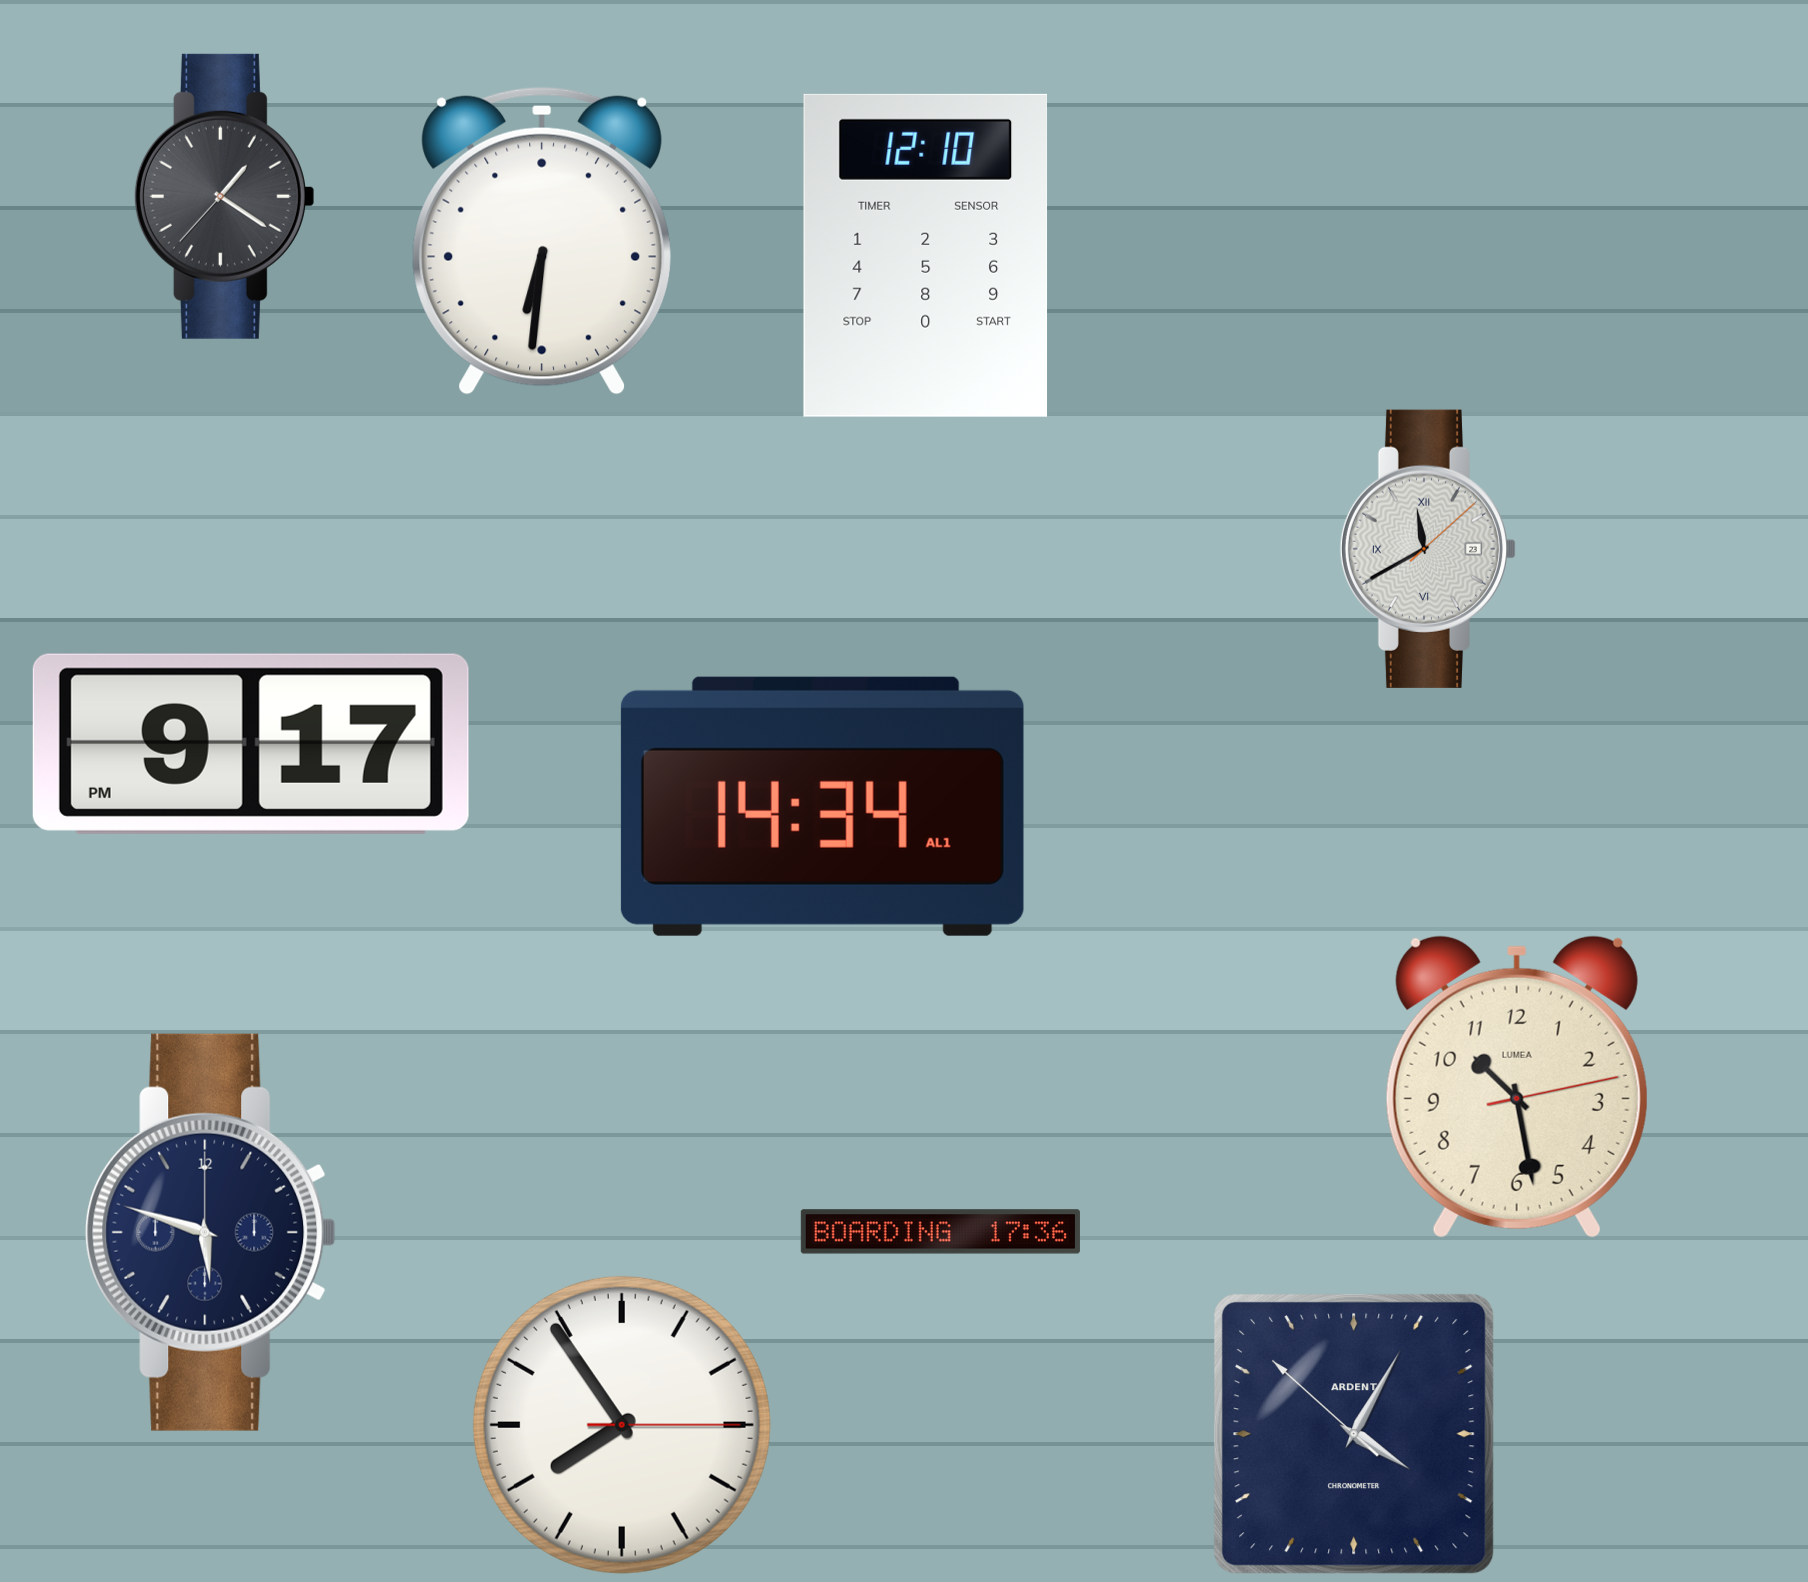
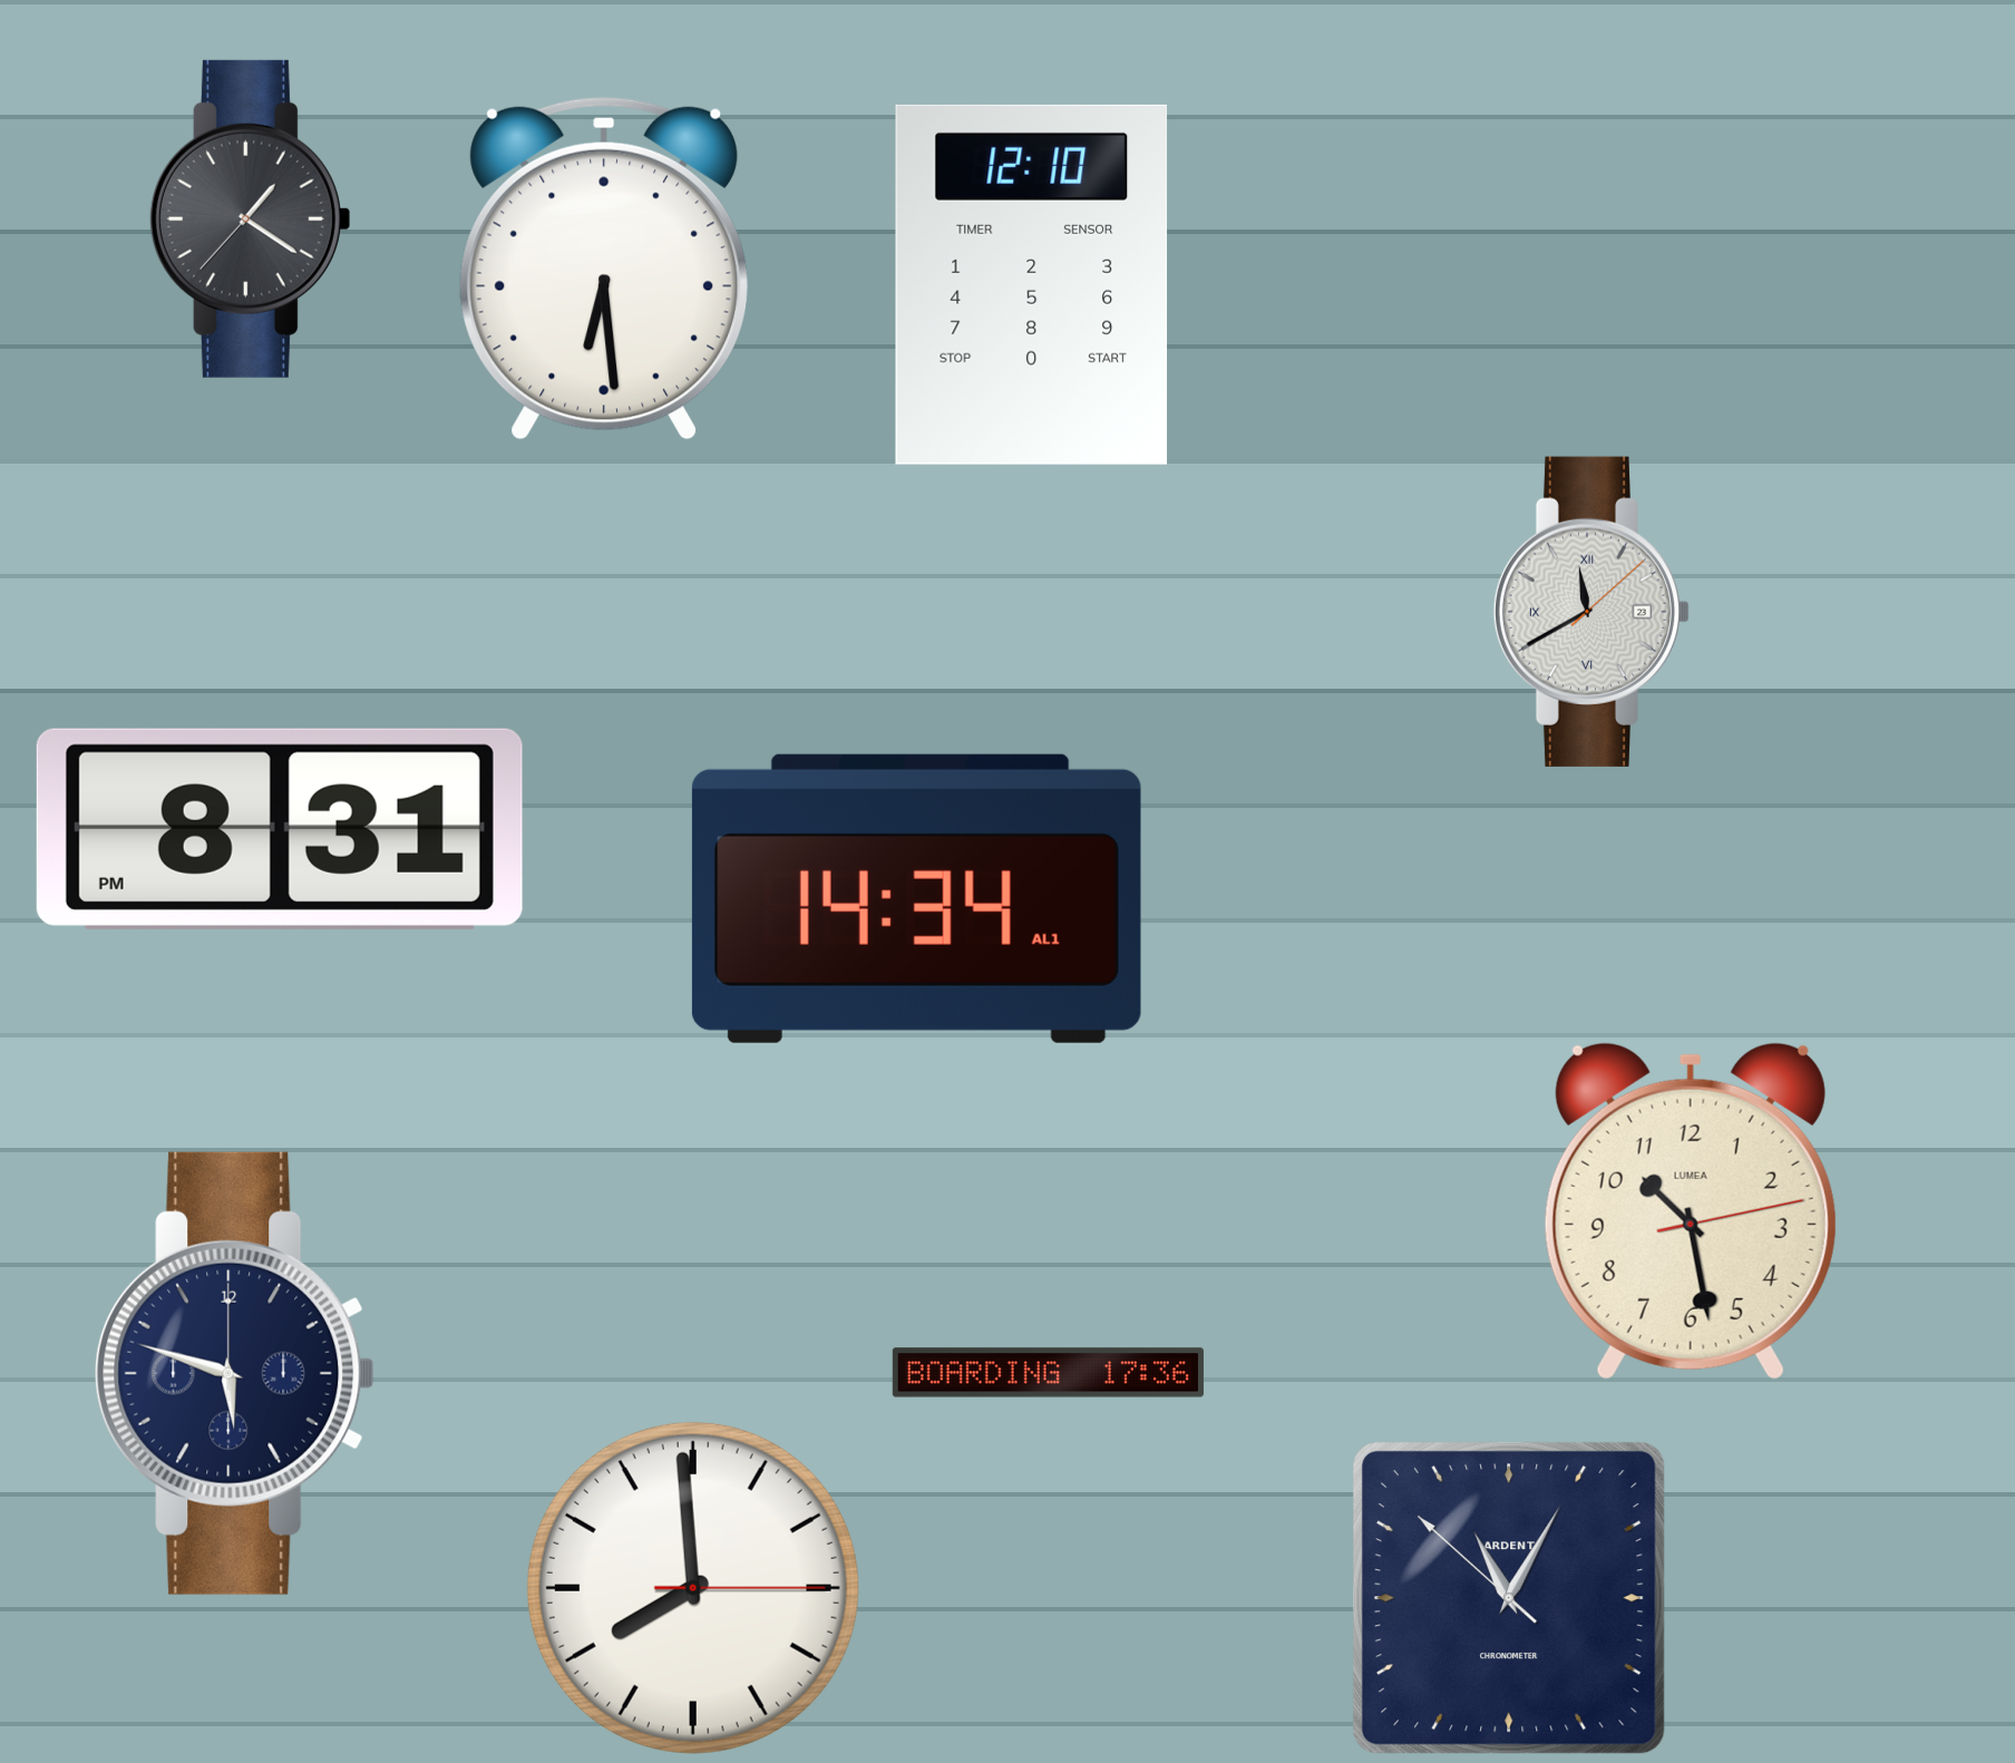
clock at (541, 241): 6:31 -> 6:29
clock at (251, 744): 9:17 -> 8:31
clock at (622, 1425): 7:54 -> 7:59
clock at (1354, 1434): 4:04 -> 11:04
